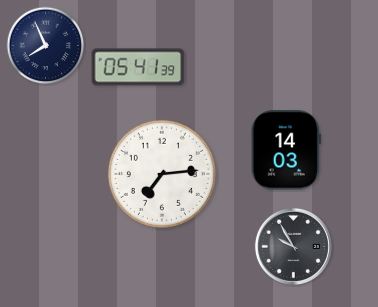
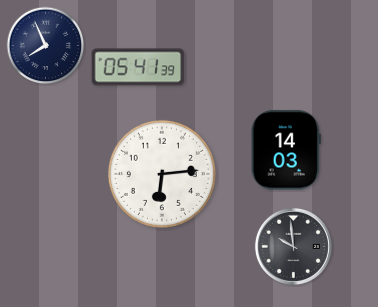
clock at (162, 174): 7:14 -> 6:14
clock at (293, 246): 9:55 -> 9:59
